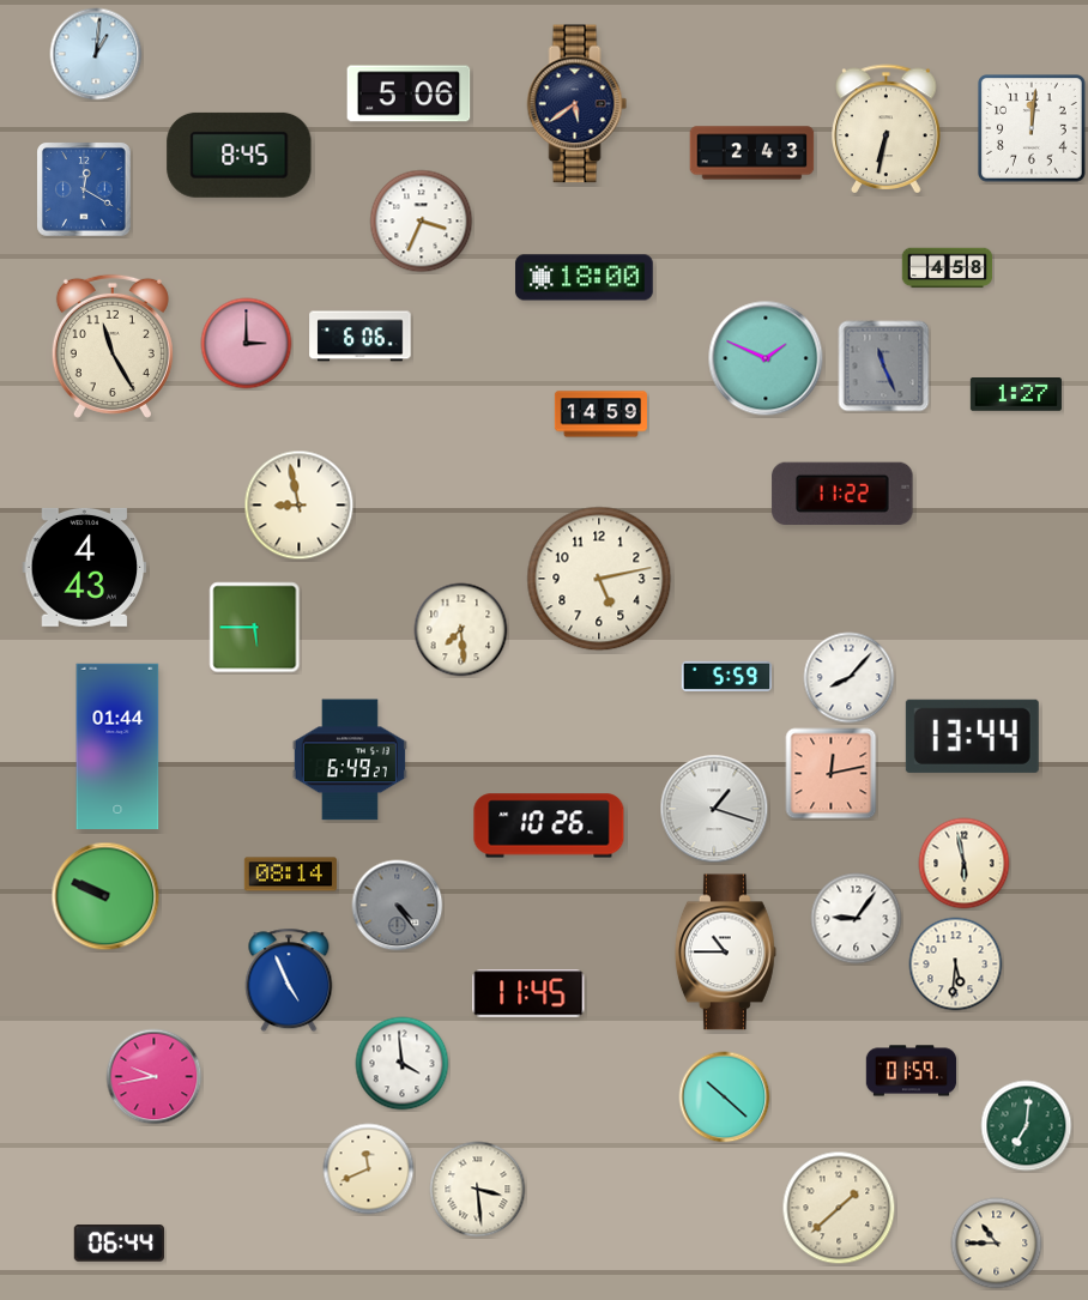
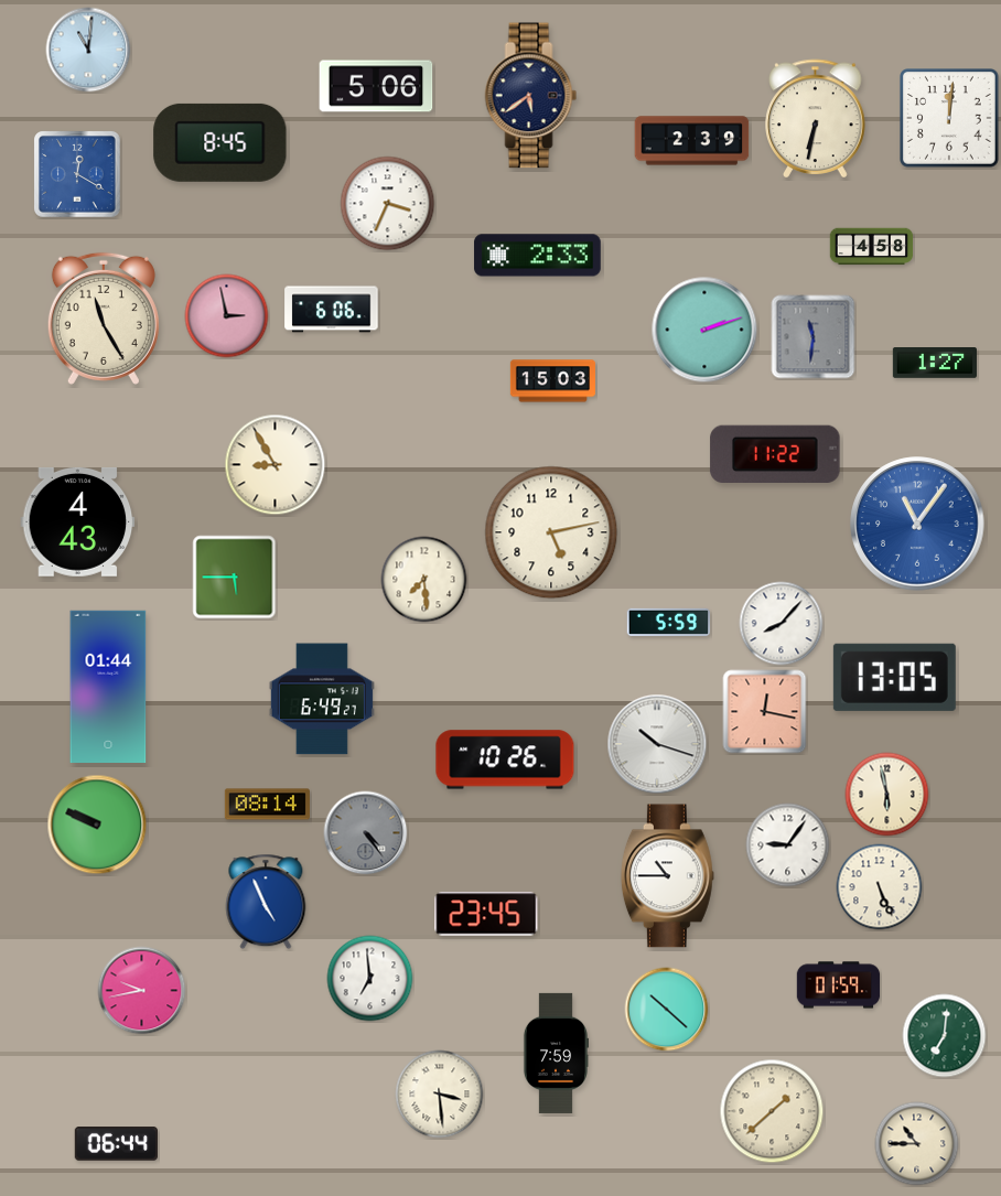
clock at (96, 54): 1:01 -> 11:01
clock at (752, 153): 2:43 -> 2:39
clock at (585, 278): 18:00 -> 2:33
clock at (247, 344): 3:00 -> 2:58
clock at (766, 358): 1:49 -> 2:12
clock at (884, 367): 11:26 -> 11:31
clock at (600, 415): 14:59 -> 15:03
clock at (300, 506): 8:58 -> 8:55
clock at (917, 524): none -> 11:06
clock at (972, 736): 13:44 -> 13:05
clock at (832, 774): 12:13 -> 12:17
clock at (714, 809): 1:18 -> 10:18
clock at (956, 965): 5:31 -> 5:26
clock at (528, 993): 11:45 -> 23:45
clock at (403, 1064): 3:59 -> 6:59
clock at (555, 1053): none -> 7:59
clock at (369, 1169): 11:41 -> none
clock at (119, 1244) position: (119, 1244) -> (116, 1144)
